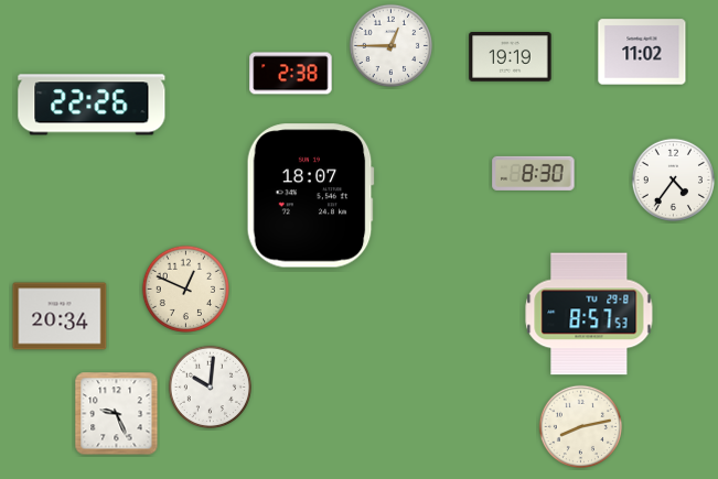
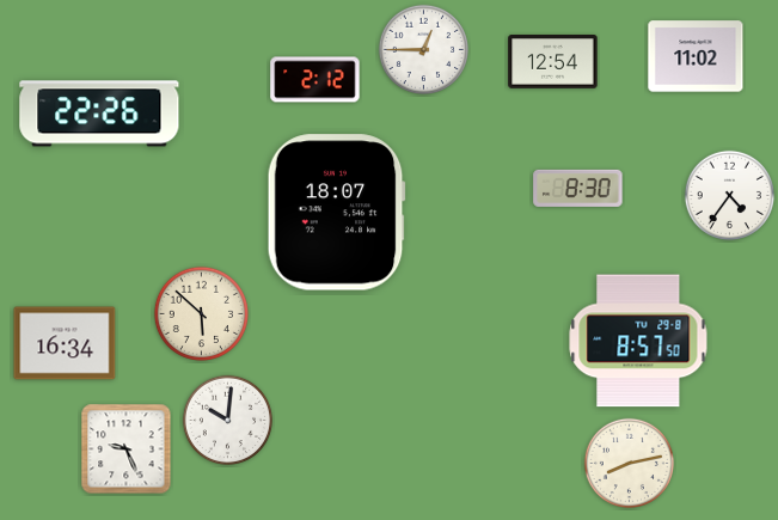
clock at (511, 57): 19:19 -> 12:54
clock at (291, 74): 2:38 -> 2:12
clock at (185, 289): 12:49 -> 5:52
clock at (589, 314): 8:57:53 -> 8:57:50
clock at (60, 316): 20:34 -> 16:34
